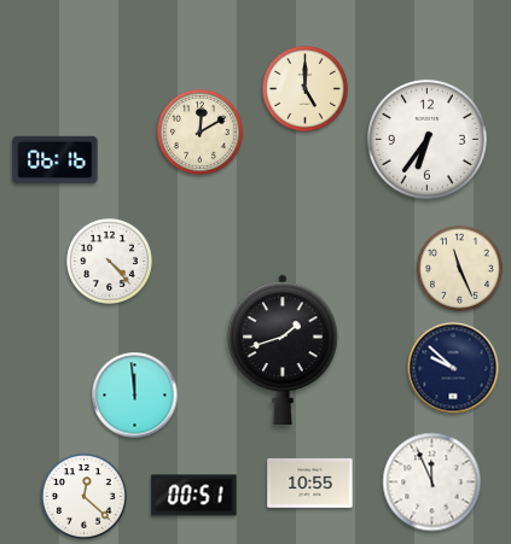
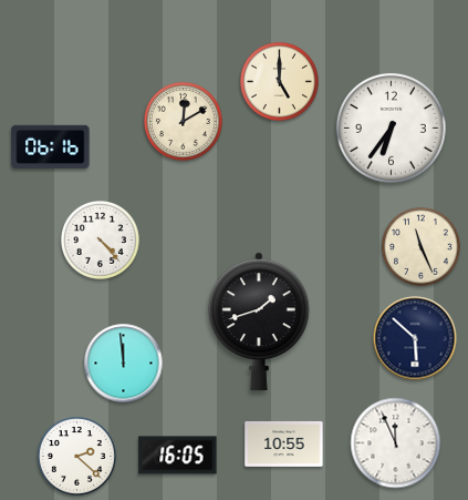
clock at (453, 368): 9:52 -> 5:52
clock at (194, 496): 00:51 -> 16:05
clock at (85, 497): 12:22 -> 2:22
